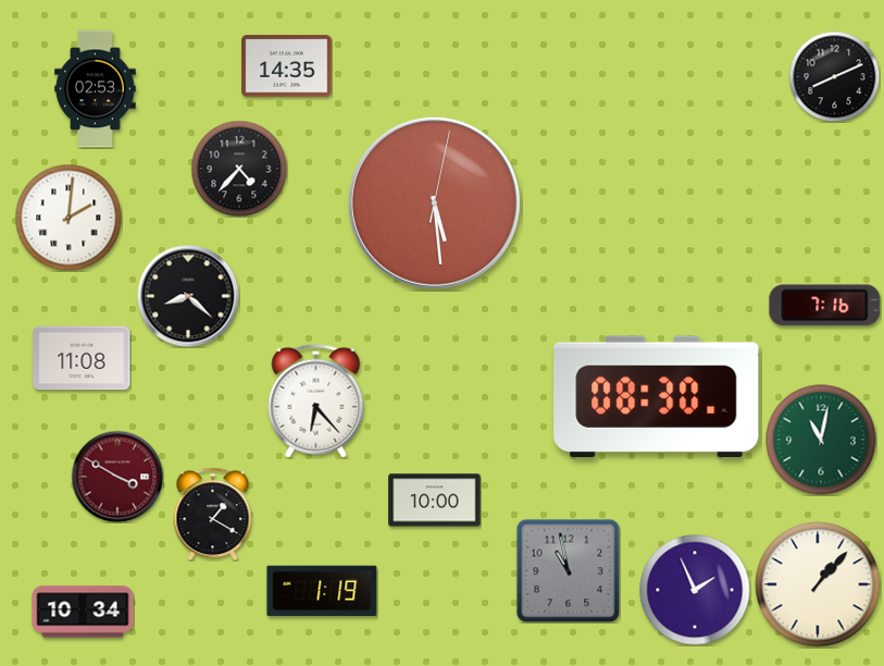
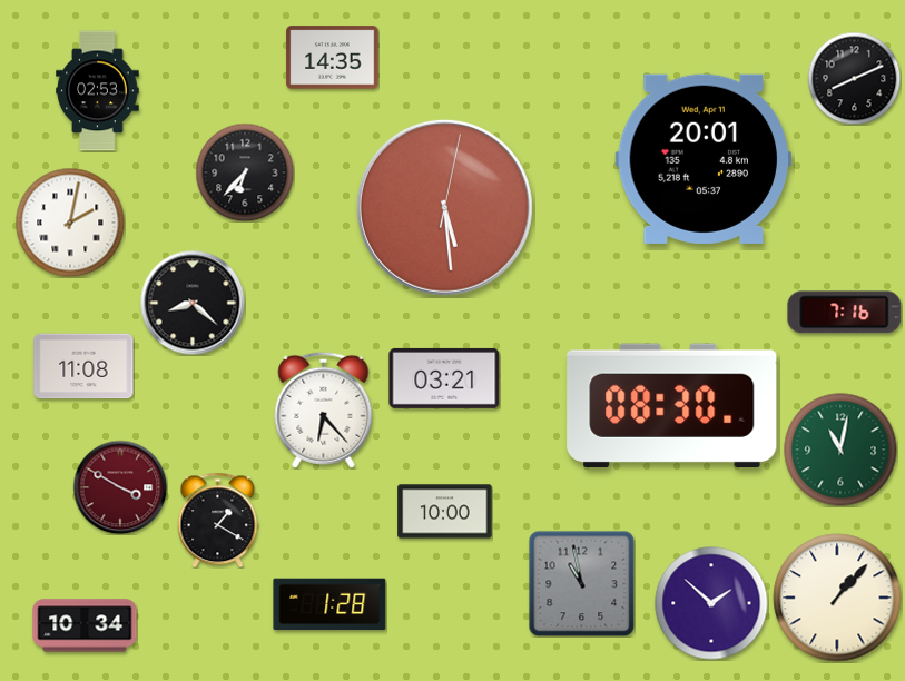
clock at (287, 66) position: (287, 66) -> (333, 58)
clock at (704, 159): none -> 20:01
clock at (239, 169): 4:37 -> 6:37
clock at (69, 218): 2:01 -> 2:02
clock at (444, 378): none -> 03:21
clock at (213, 514) position: (213, 514) -> (218, 520)
clock at (695, 590): 1:56 -> 1:52
clock at (322, 591): 1:19 -> 1:28
